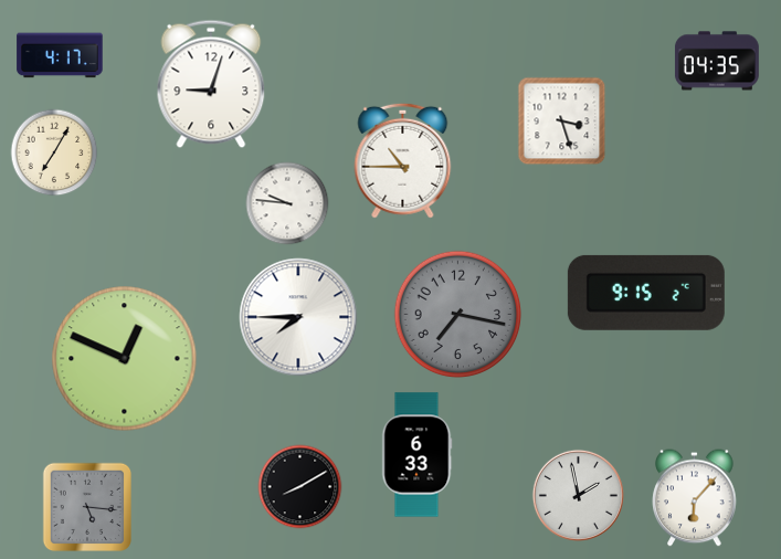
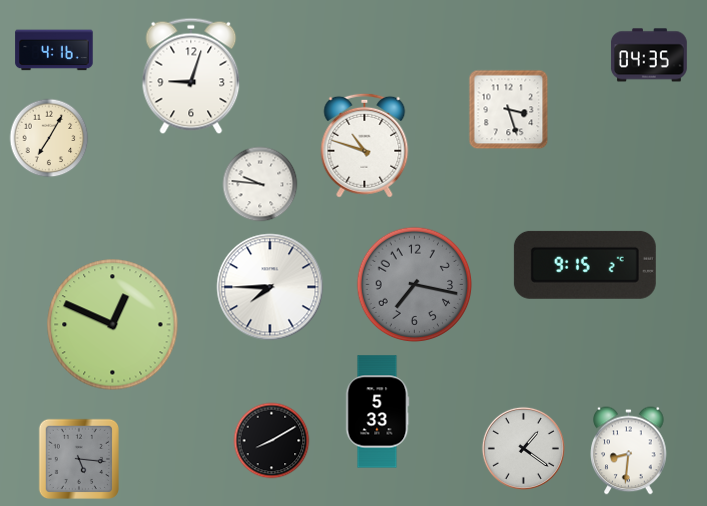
clock at (60, 55): 4:17 -> 4:16
clock at (403, 160): 10:45 -> 10:48
clock at (418, 455): 6:33 -> 5:33
clock at (578, 495): 1:58 -> 1:21
clock at (695, 498): 6:07 -> 8:31
